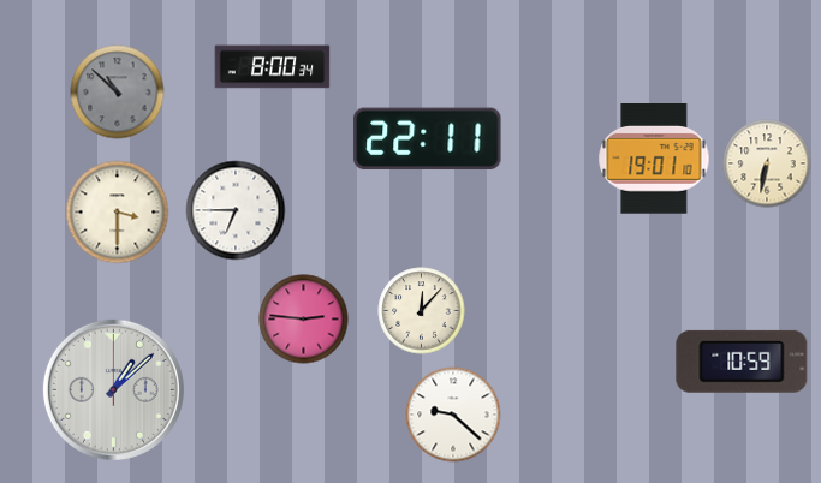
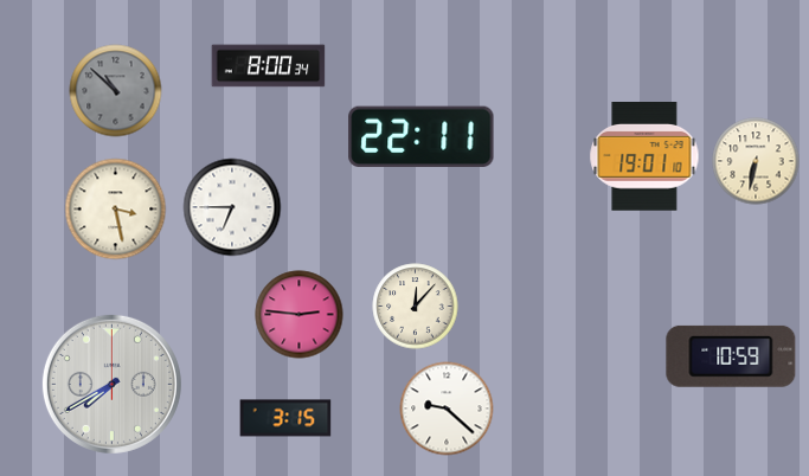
clock at (118, 213): 3:30 -> 3:28
clock at (113, 389): 1:08 -> 7:40
clock at (285, 418): none -> 3:15
